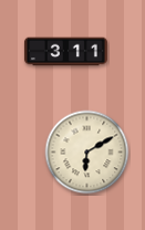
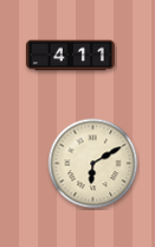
clock at (65, 52): 3:11 -> 4:11
